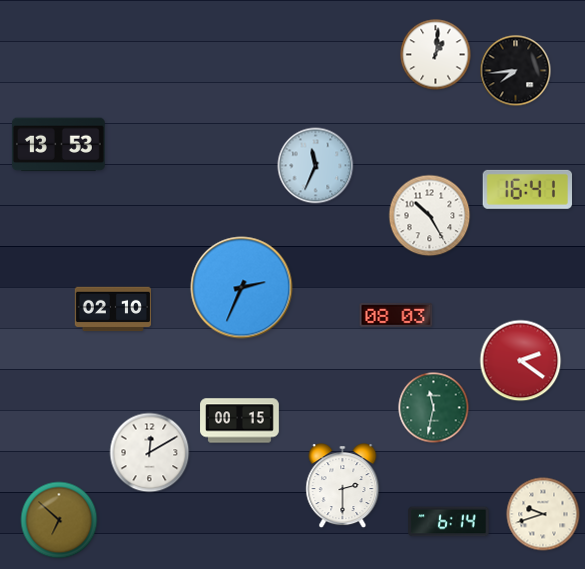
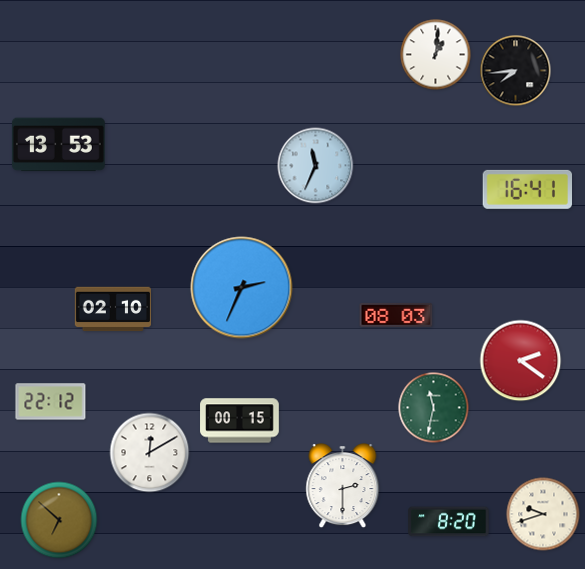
clock at (430, 216): 10:25 -> none
clock at (51, 402): none -> 22:12
clock at (449, 522): 6:14 -> 8:20
